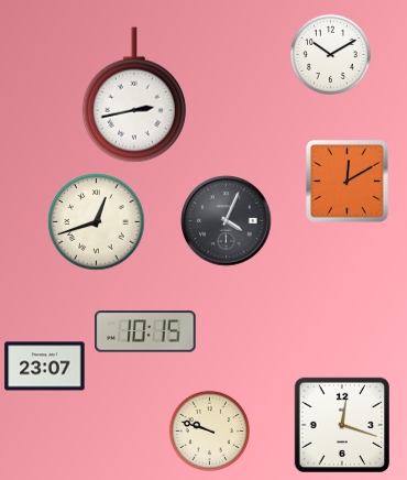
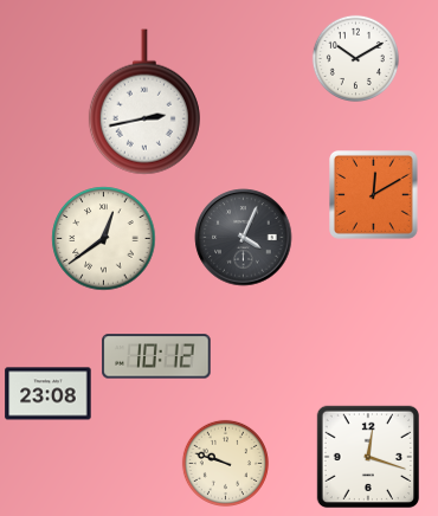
clock at (97, 222): 12:42 -> 12:39
clock at (145, 331): 10:15 -> 10:12
clock at (45, 367): 23:07 -> 23:08
